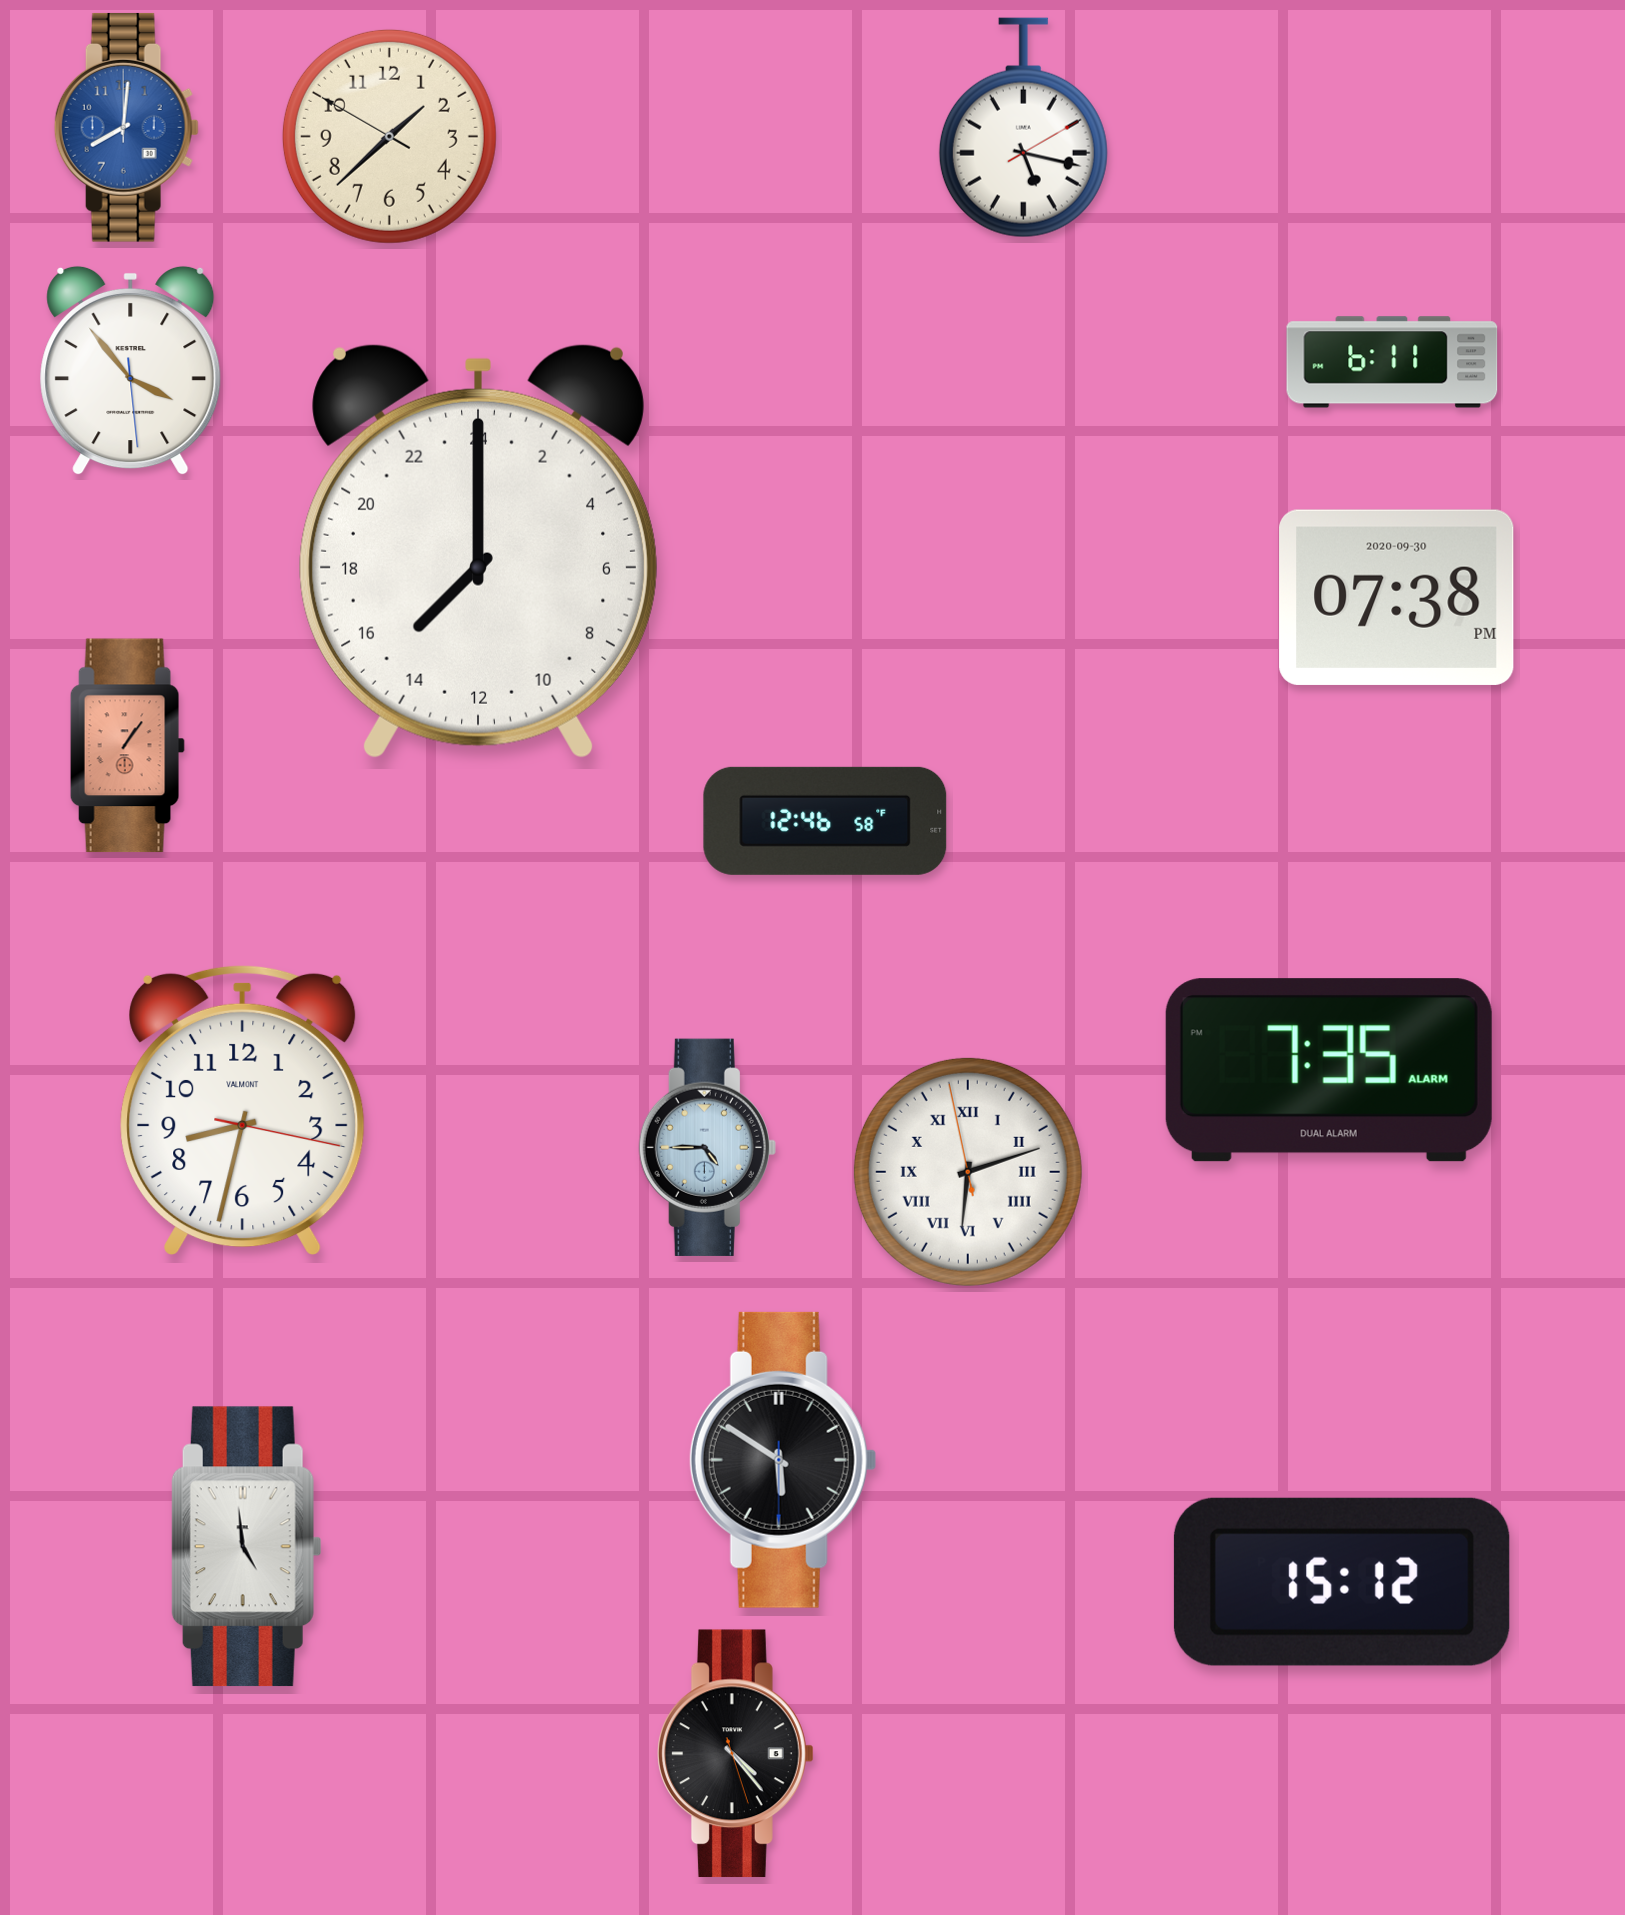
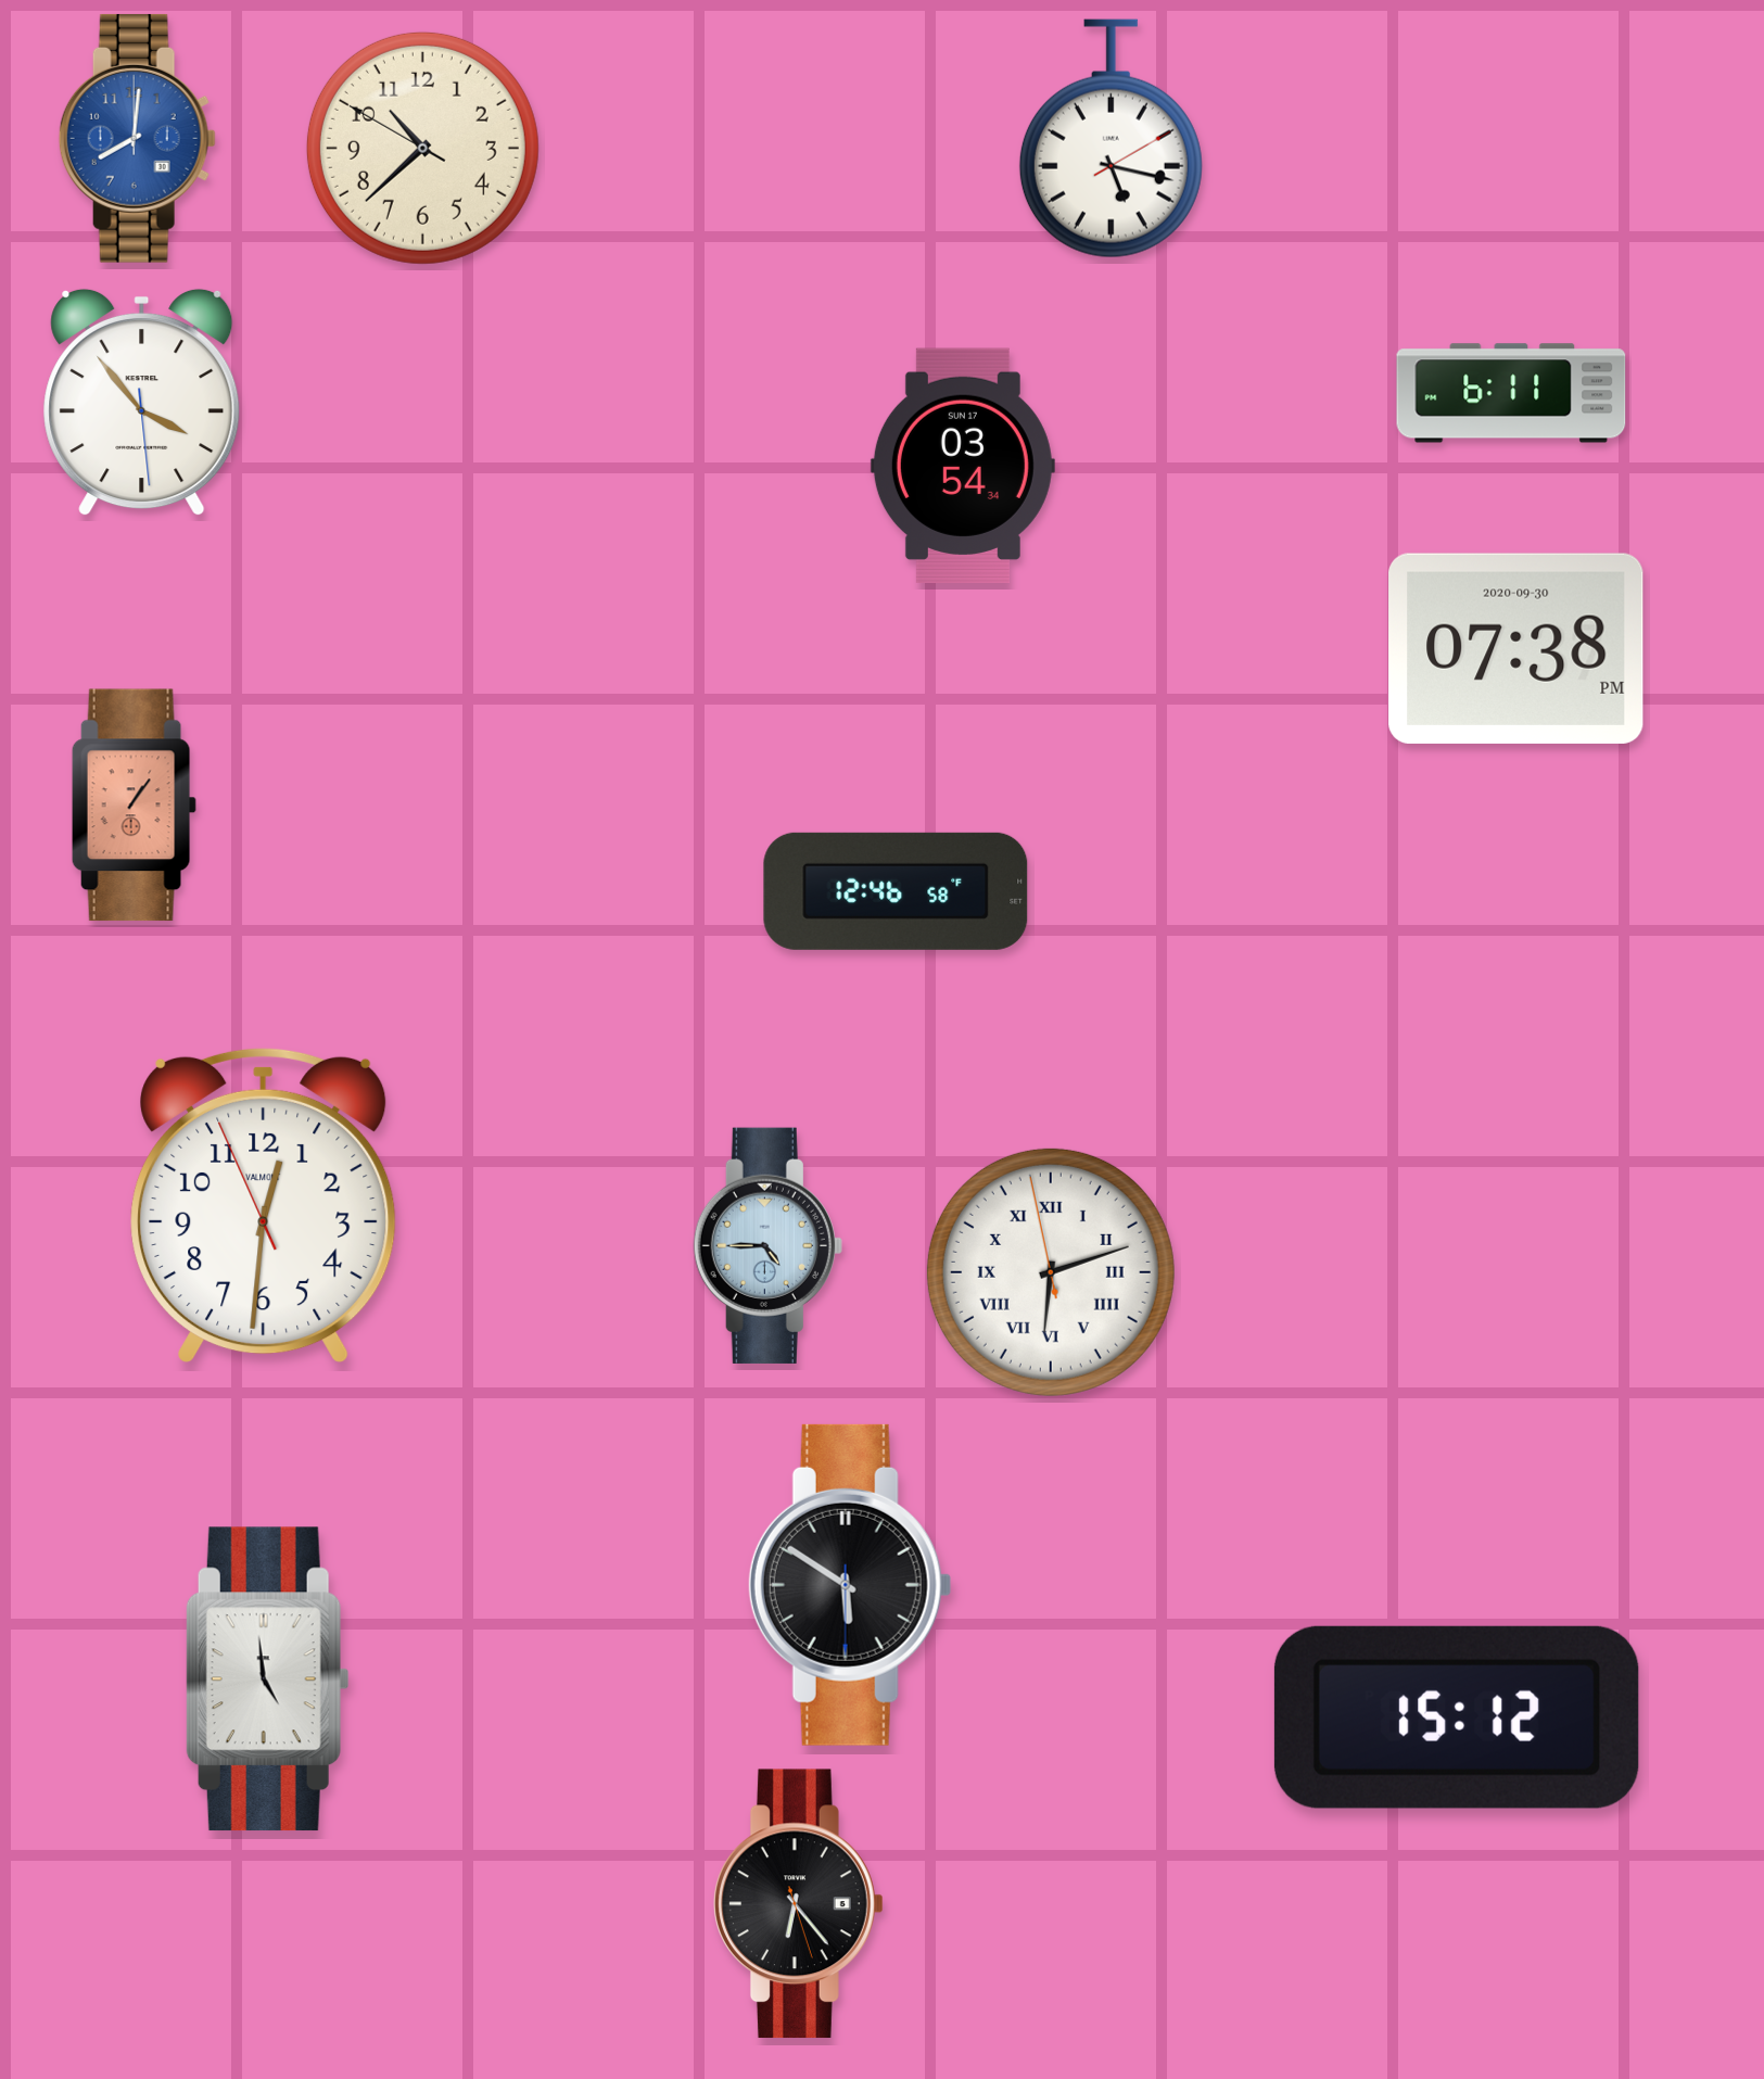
clock at (389, 136): 1:37 -> 10:37
clock at (963, 465): none -> 03:54
clock at (478, 551): 15:00 -> none
clock at (127, 746) position: (127, 746) -> (134, 806)
clock at (1329, 1070): 7:35 -> none
clock at (243, 1110): 8:32 -> 12:30
clock at (736, 1754): 4:23 -> 6:23
